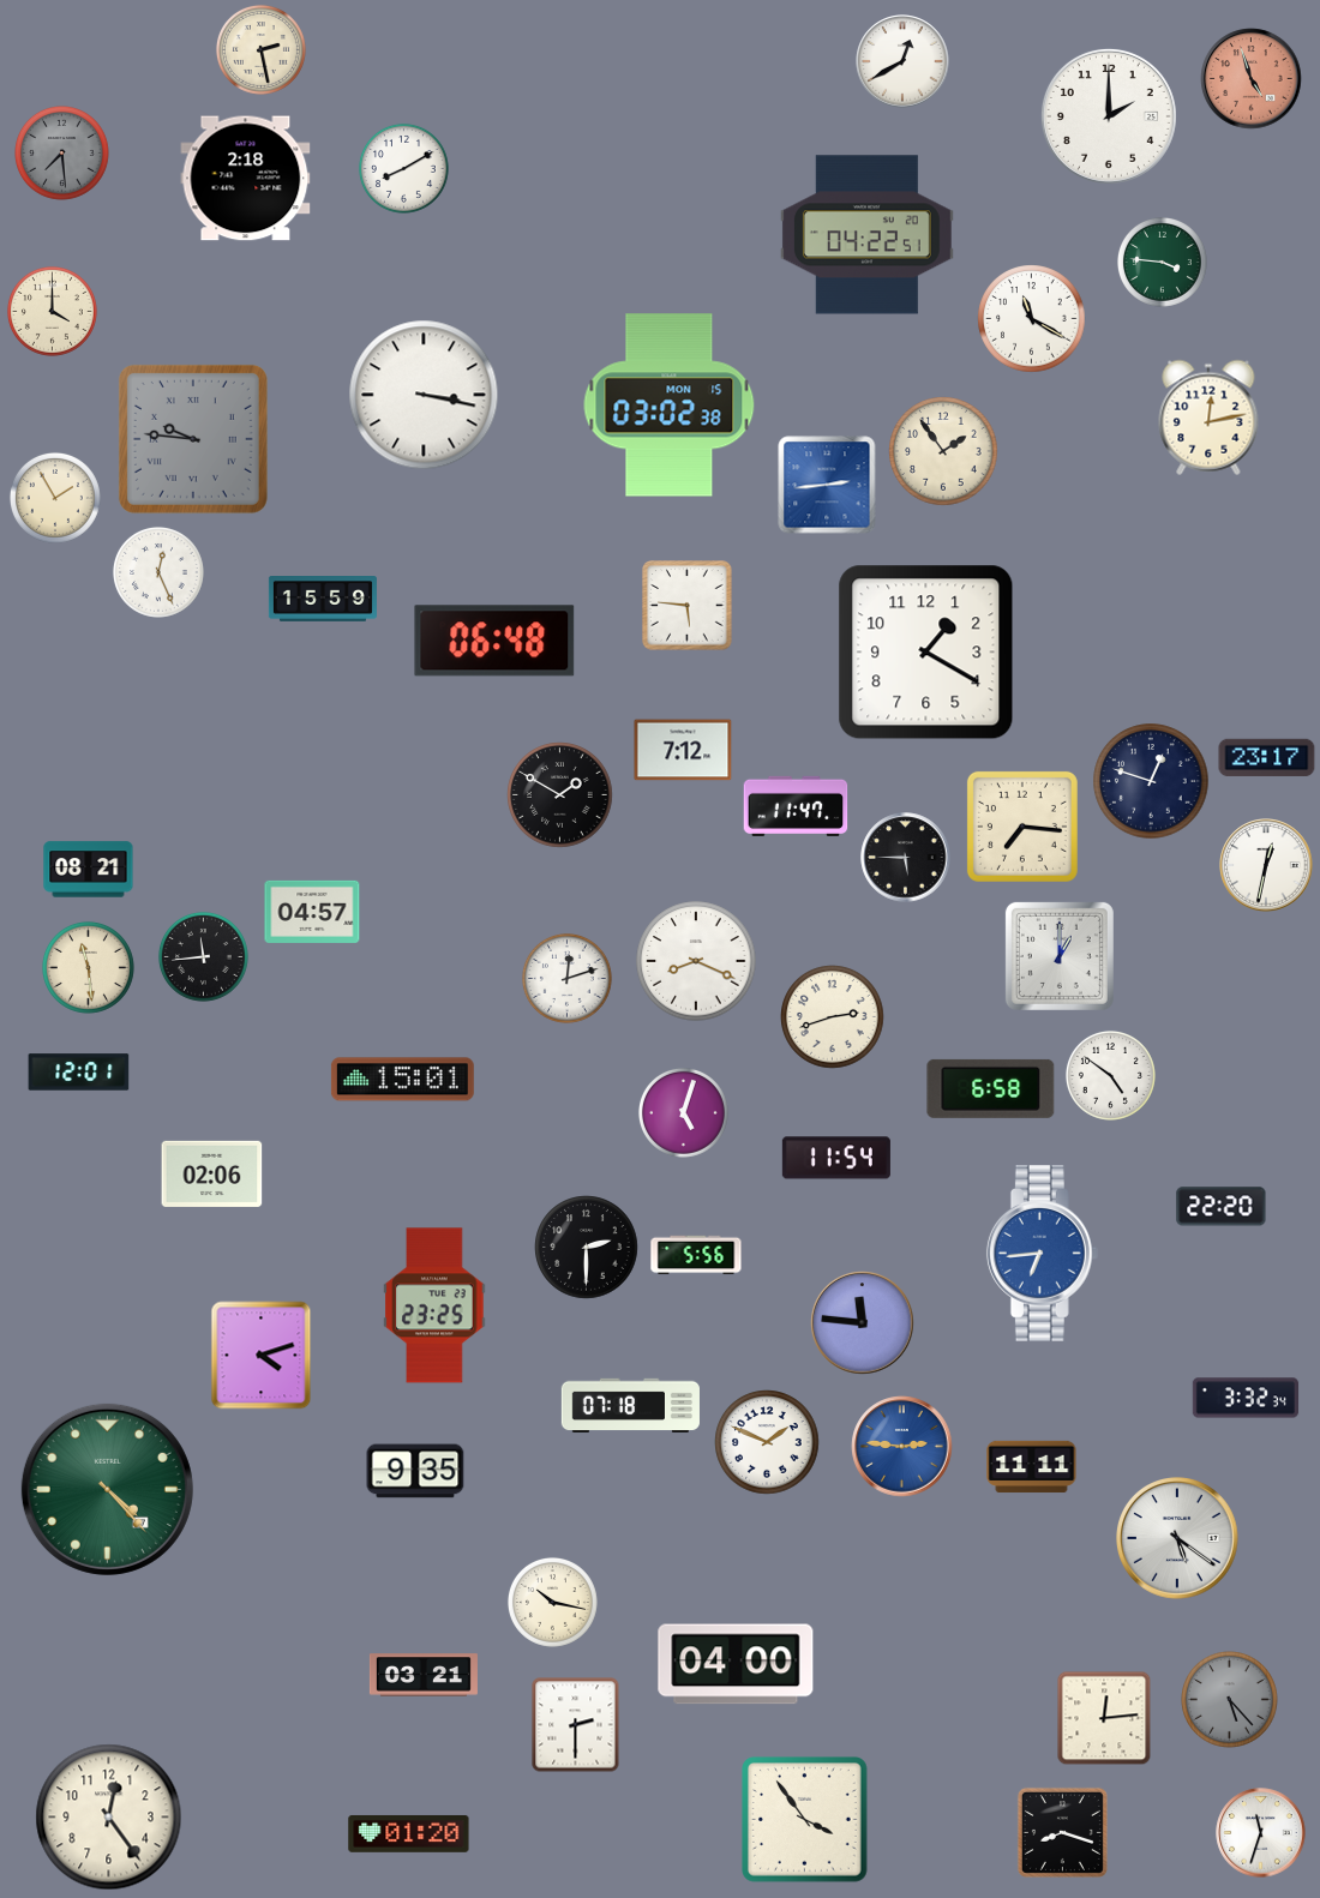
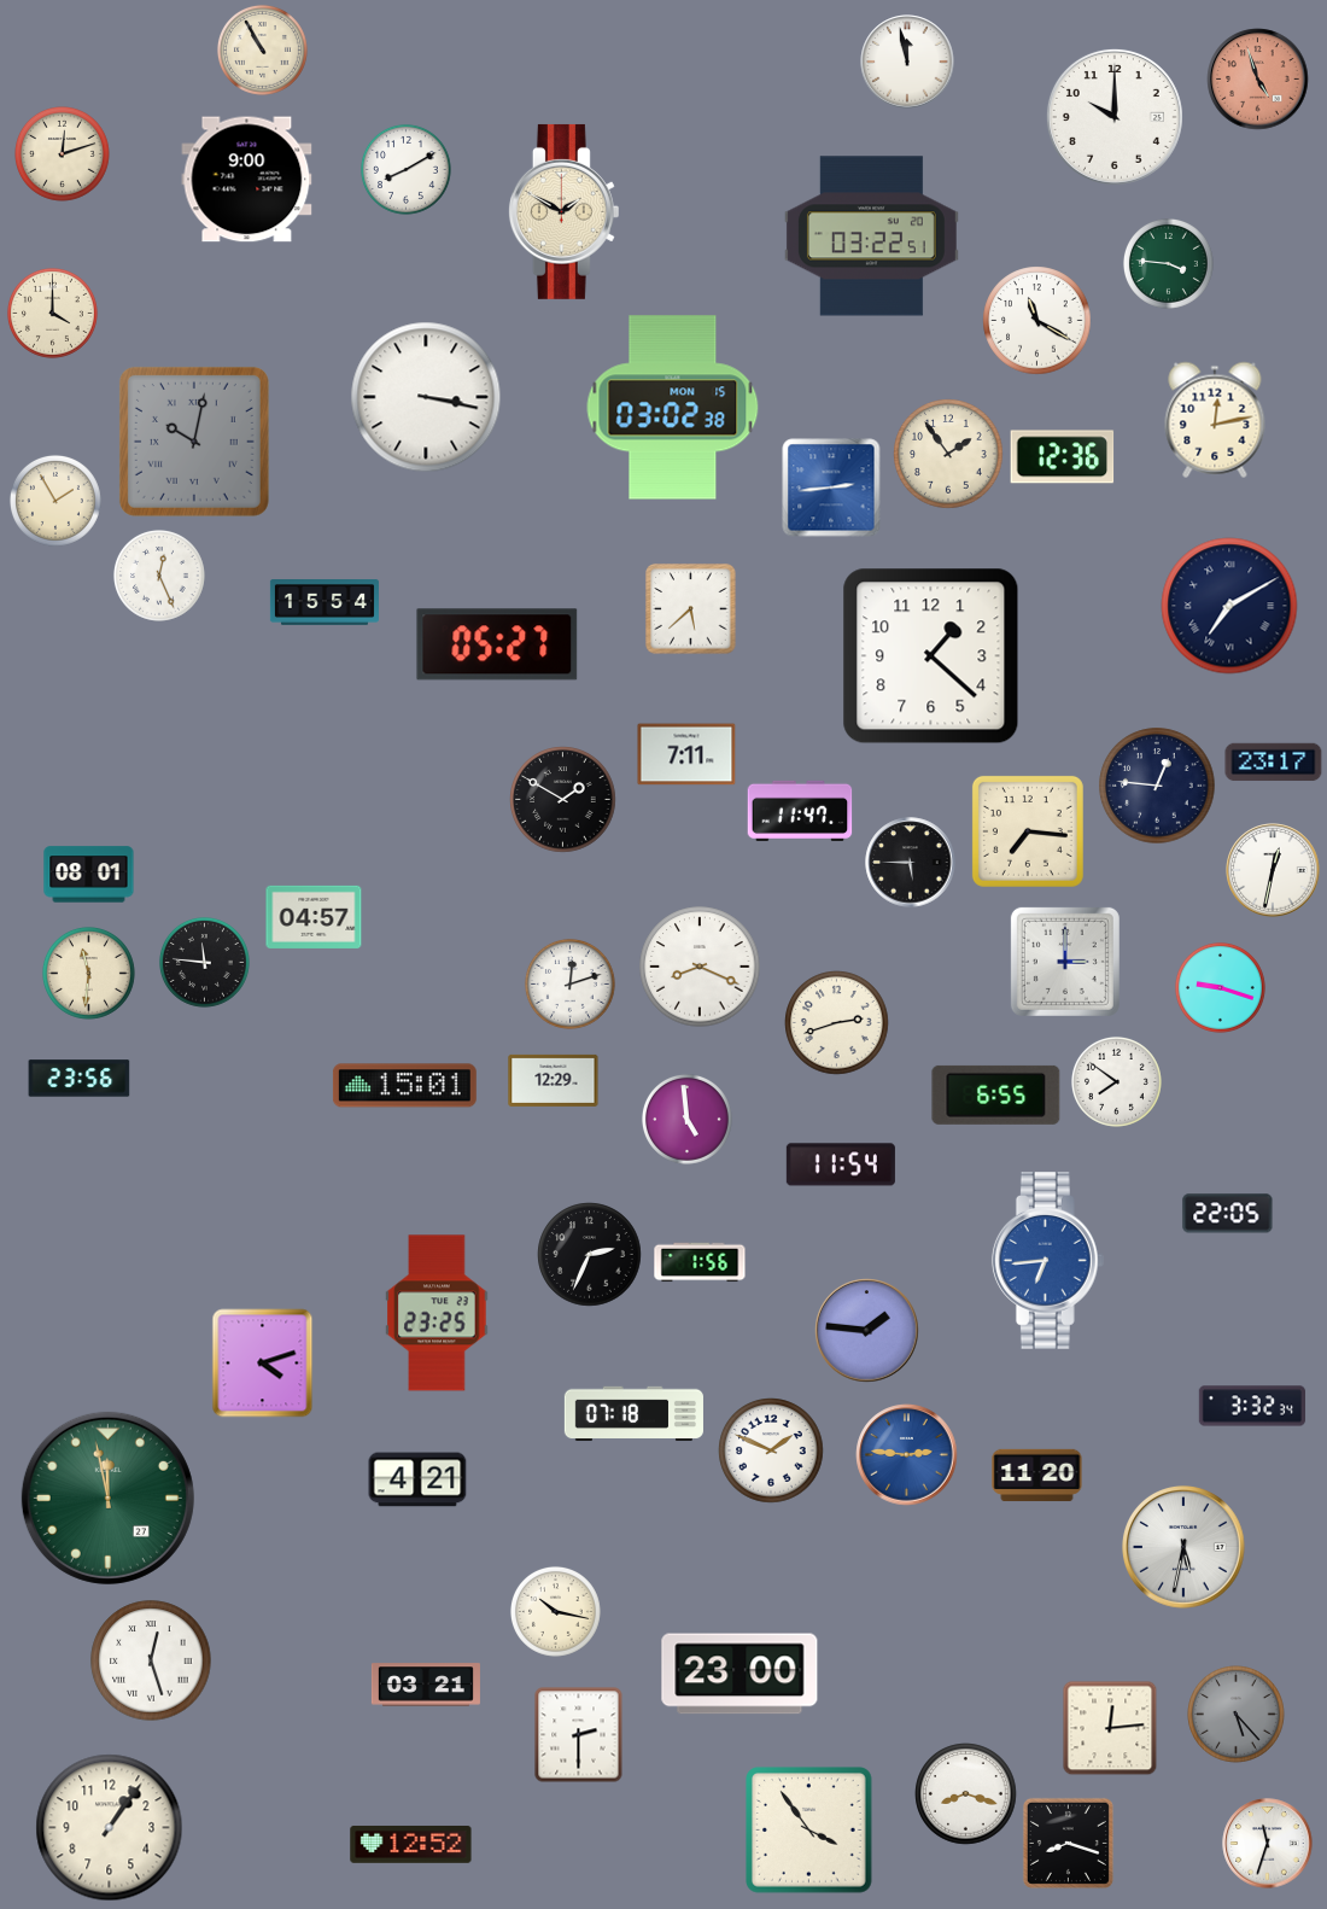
clock at (260, 49): 2:28 -> 10:55
clock at (902, 61): 12:40 -> 11:58
clock at (1109, 116): 2:00 -> 10:00
clock at (62, 154): 7:29 -> 12:12
clock at (62, 154) dial: grey -> cream
clock at (246, 179): 2:18 -> 9:00
clock at (563, 211): none -> 1:50
clock at (866, 235): 04:22 -> 03:22
clock at (193, 439): 9:46 -> 10:02
clock at (1063, 457): none -> 12:36
clock at (323, 600): 15:59 -> 15:54
clock at (1229, 606): none -> 7:10
clock at (688, 606): 5:46 -> 5:38
clock at (494, 641): 06:48 -> 05:27
clock at (926, 653): 1:20 -> 1:22
clock at (683, 750): 7:12 -> 7:11
clock at (1151, 781): 12:48 -> 12:46
clock at (89, 870): 08:21 -> 08:01
clock at (203, 956): 11:44 -> 11:46
clock at (1060, 956): 1:00 -> 3:00
clock at (89, 968): 11:29 -> 11:31
clock at (1220, 987): none -> 9:18
clock at (79, 1073): 12:01 -> 23:56
clock at (554, 1080): none -> 12:29
clock at (1110, 1075): 4:51 -> 7:51
clock at (991, 1088): 6:58 -> 6:55
clock at (683, 1112): 5:03 -> 4:59
clock at (212, 1173): 02:06 -> none
clock at (1222, 1207): 22:20 -> 22:05
clock at (587, 1248): 2:30 -> 2:34
clock at (696, 1255): 5:56 -> 1:56
clock at (863, 1323): 11:46 -> 1:46
clock at (1032, 1467): 11:11 -> 11:20
clock at (415, 1471): 9:35 -> 4:21
clock at (107, 1489): 4:23 -> 11:58
clock at (1178, 1539): 5:21 -> 5:32
clock at (151, 1660): none -> 12:27
clock at (736, 1664): 04:00 -> 23:00
clock at (1230, 1700) position: (1230, 1700) -> (1237, 1715)
clock at (966, 1794): none -> 8:18
clock at (109, 1818): 12:24 -> 1:06
clock at (409, 1834): 01:20 -> 12:52
